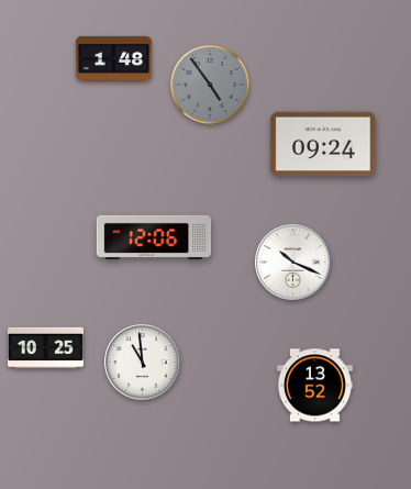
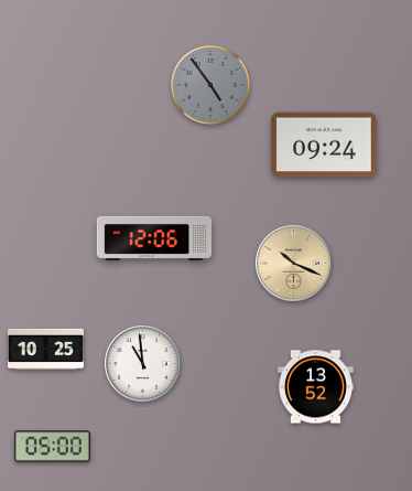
clock at (113, 58): 1:48 -> none
clock at (293, 263) dial: white -> champagne
clock at (52, 447): none -> 05:00
